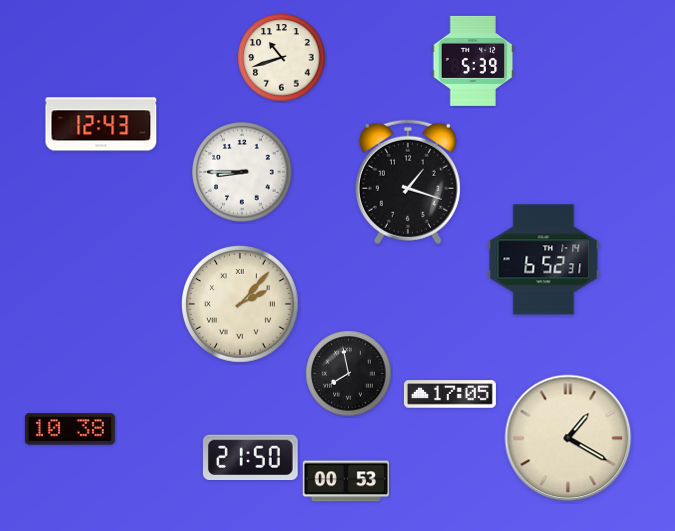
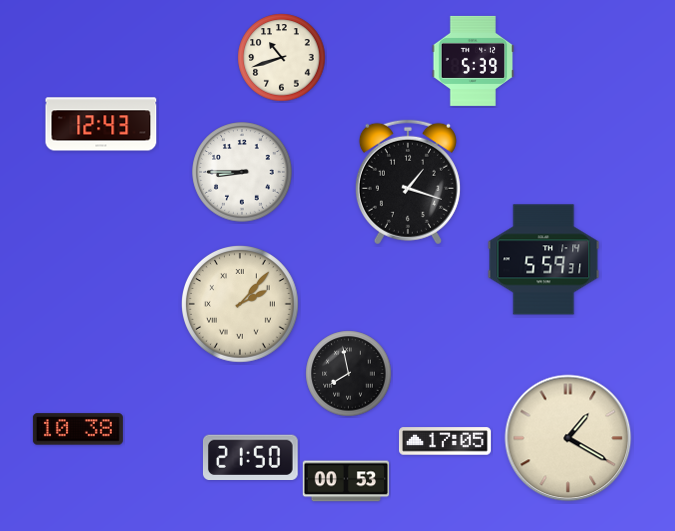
clock at (544, 260): 6:52 -> 5:59
clock at (450, 394) position: (450, 394) -> (445, 441)
clock at (70, 429) position: (70, 429) -> (78, 429)
